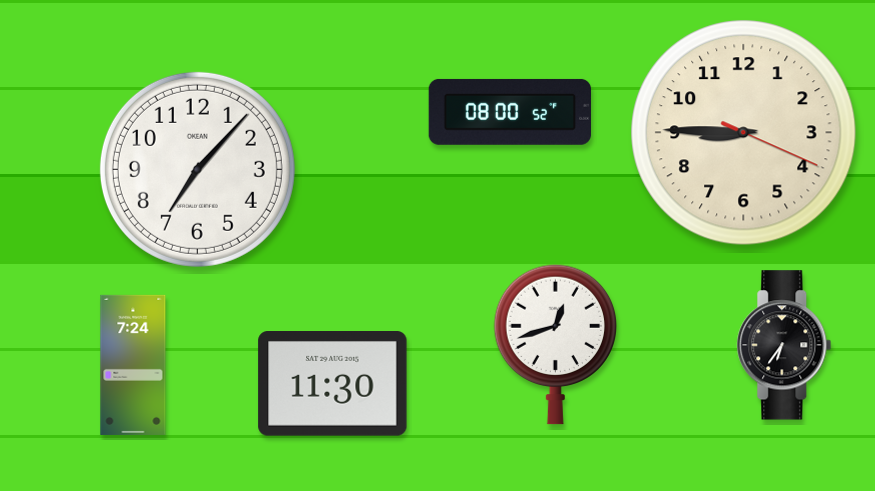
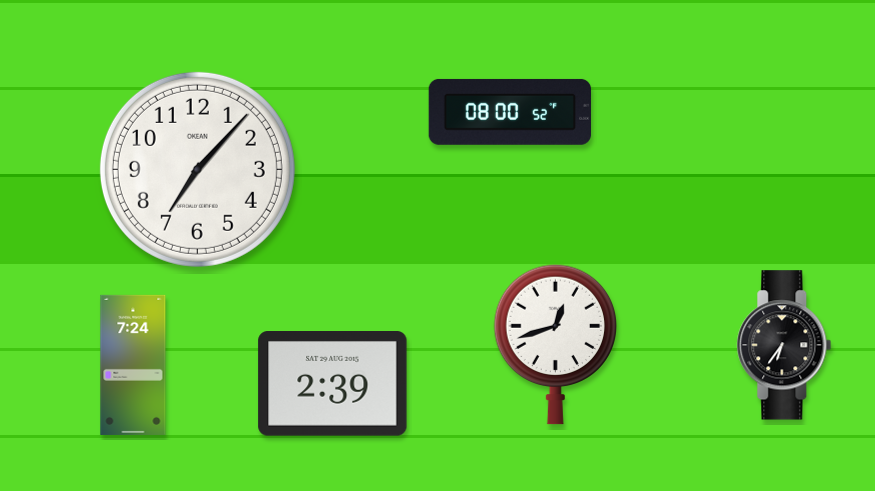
clock at (744, 133): 8:45 -> none
clock at (333, 384): 11:30 -> 2:39
